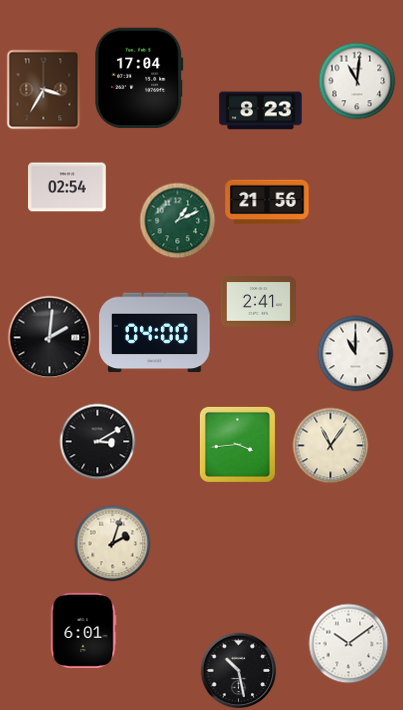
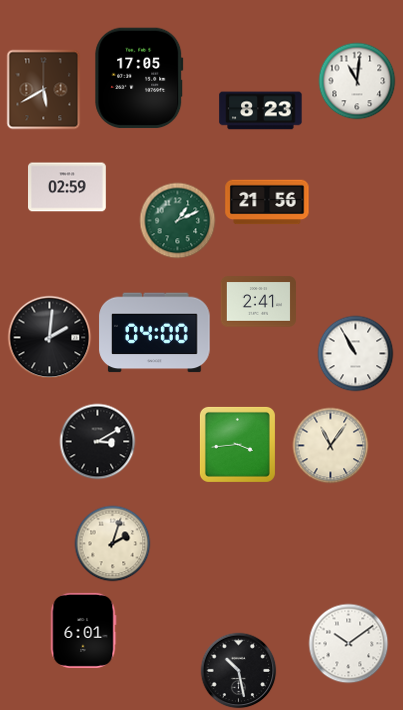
clock at (139, 78): 17:04 -> 17:05
clock at (44, 90): 3:35 -> 5:40
clock at (68, 187): 02:54 -> 02:59
clock at (356, 354): 11:00 -> 10:55
